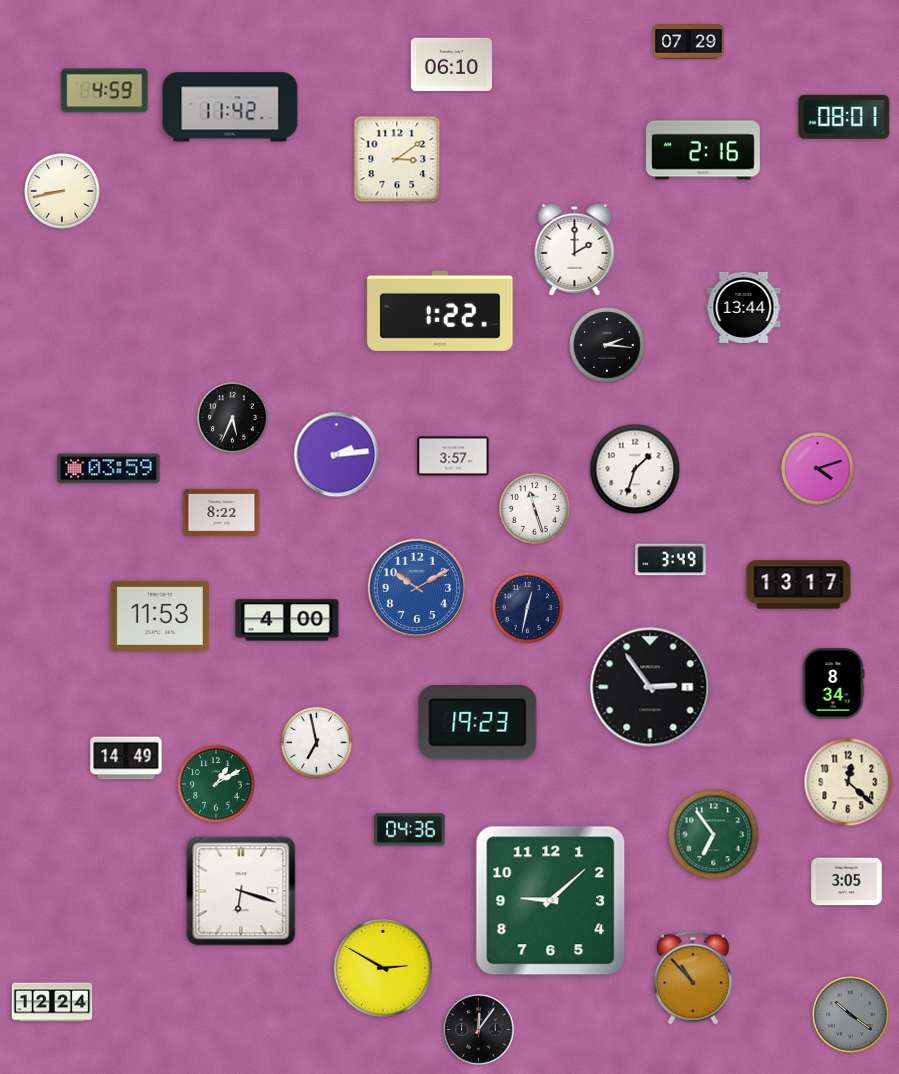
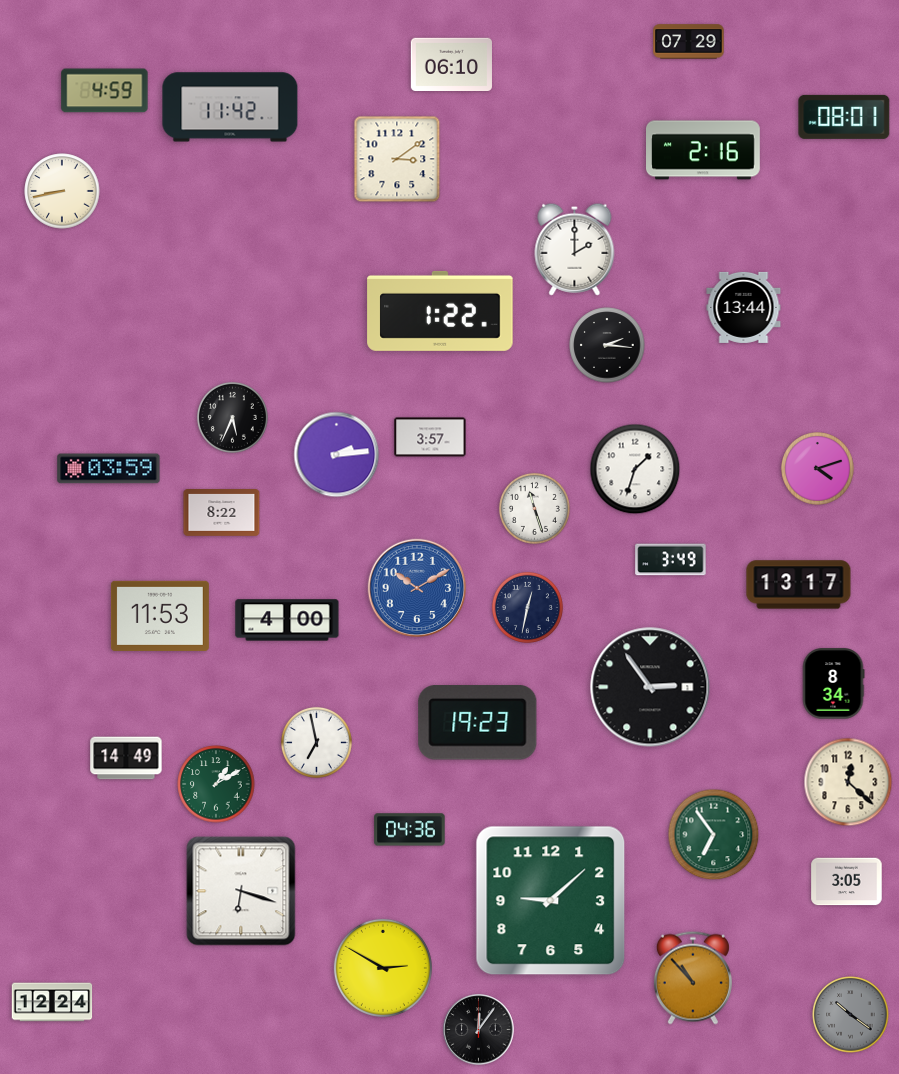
clock at (453, 456) position: (453, 456) -> (430, 437)
